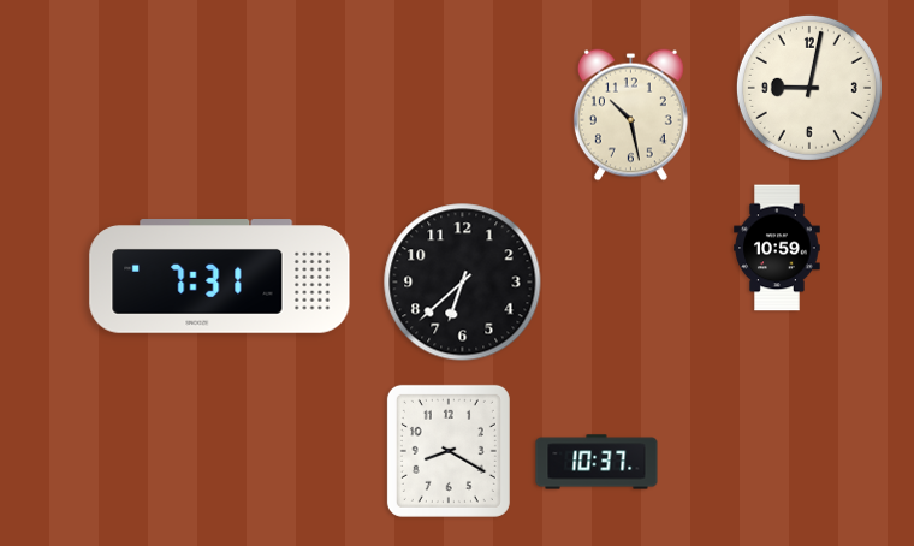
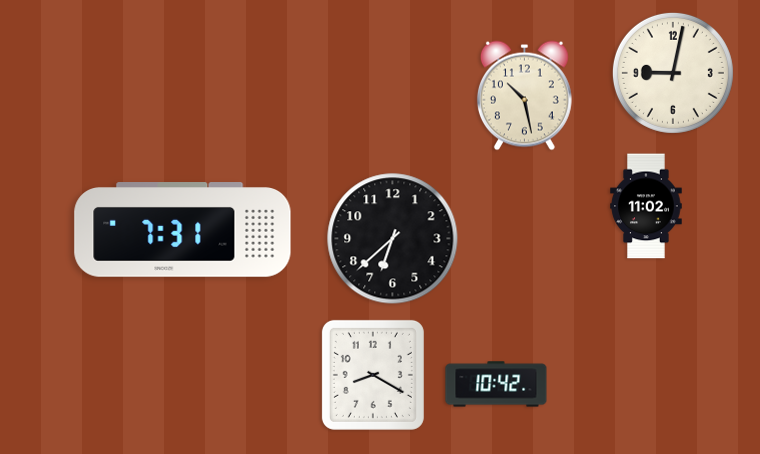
clock at (777, 248): 10:59 -> 11:02
clock at (463, 283) position: (463, 283) -> (393, 239)
clock at (597, 462): 10:37 -> 10:42
